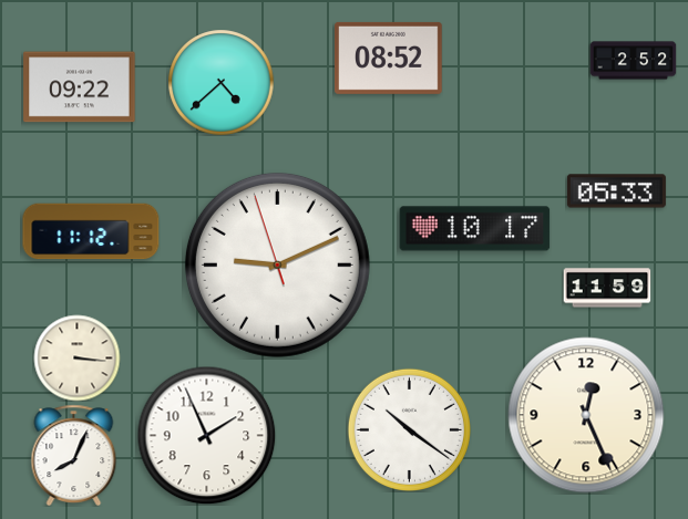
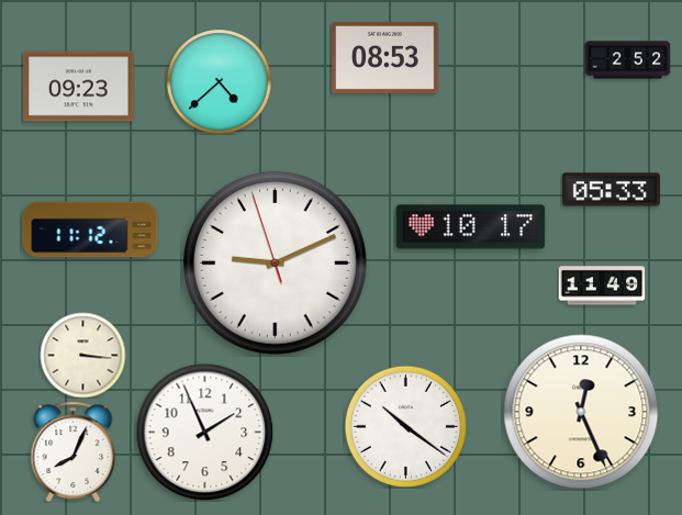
clock at (389, 58): 08:52 -> 08:53
clock at (80, 87): 09:22 -> 09:23
clock at (607, 288): 11:59 -> 11:49
clock at (76, 357) position: (76, 357) -> (82, 355)
